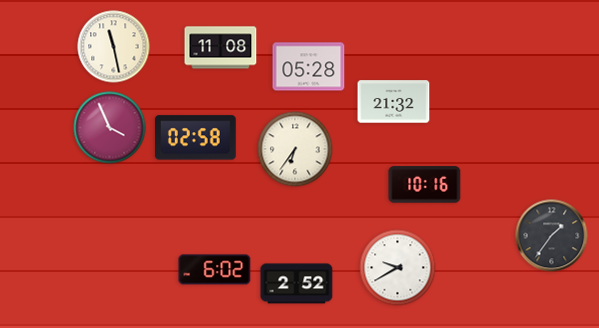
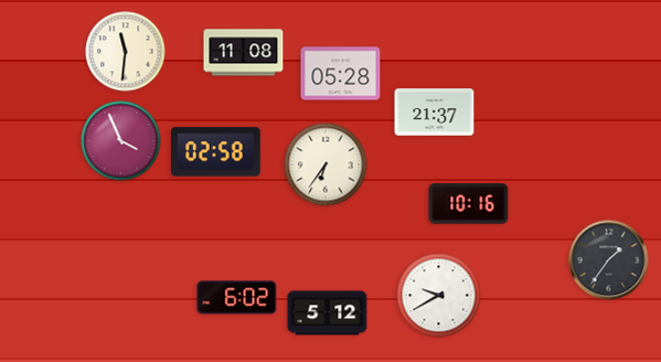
clock at (114, 47): 11:28 -> 11:31
clock at (394, 102): 21:32 -> 21:37
clock at (297, 284): 2:52 -> 5:12
